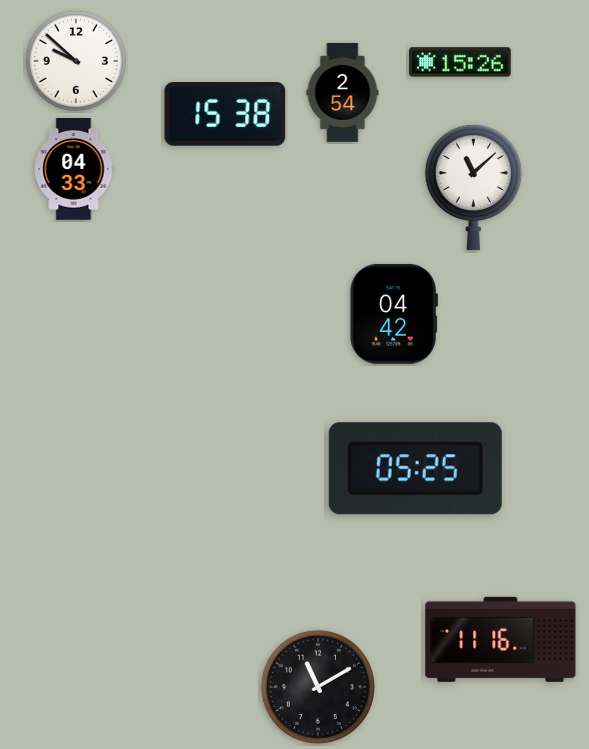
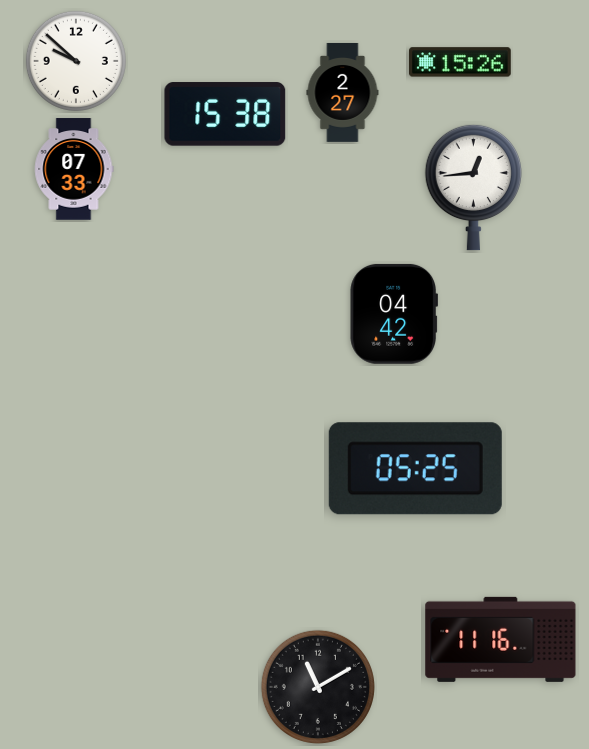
clock at (343, 93): 2:54 -> 2:27
clock at (74, 169): 04:33 -> 07:33
clock at (473, 187): 11:08 -> 12:44
